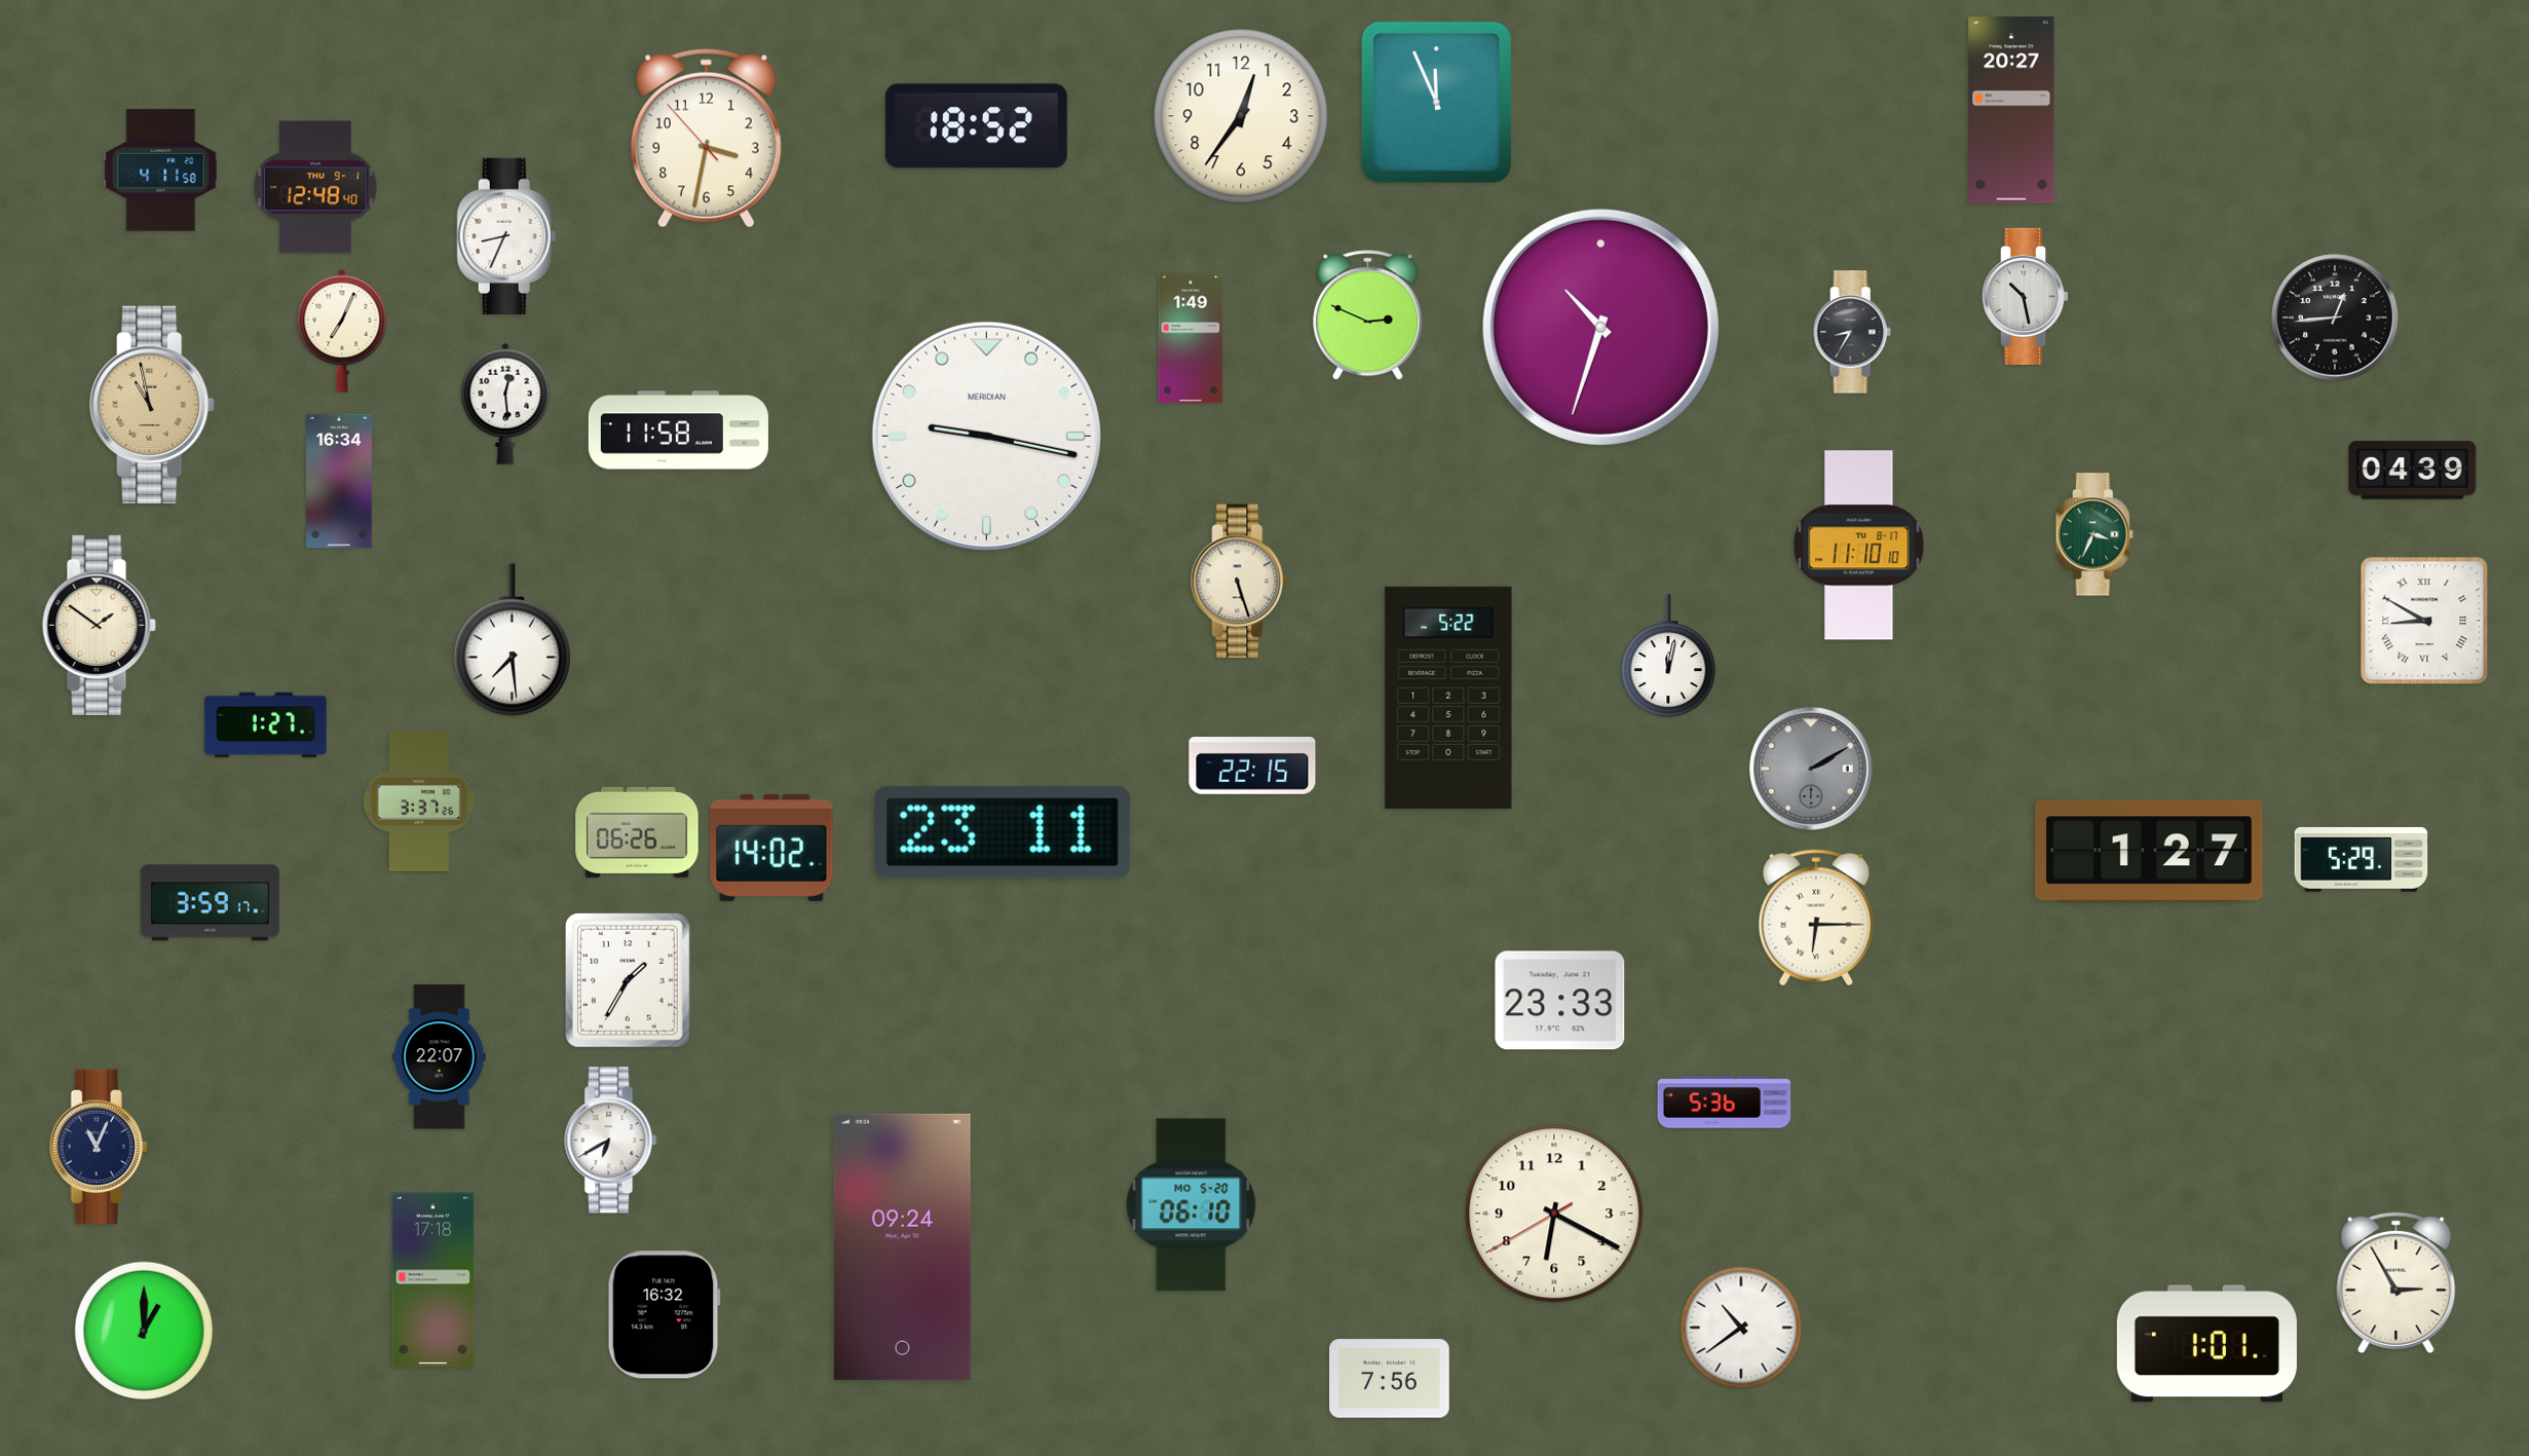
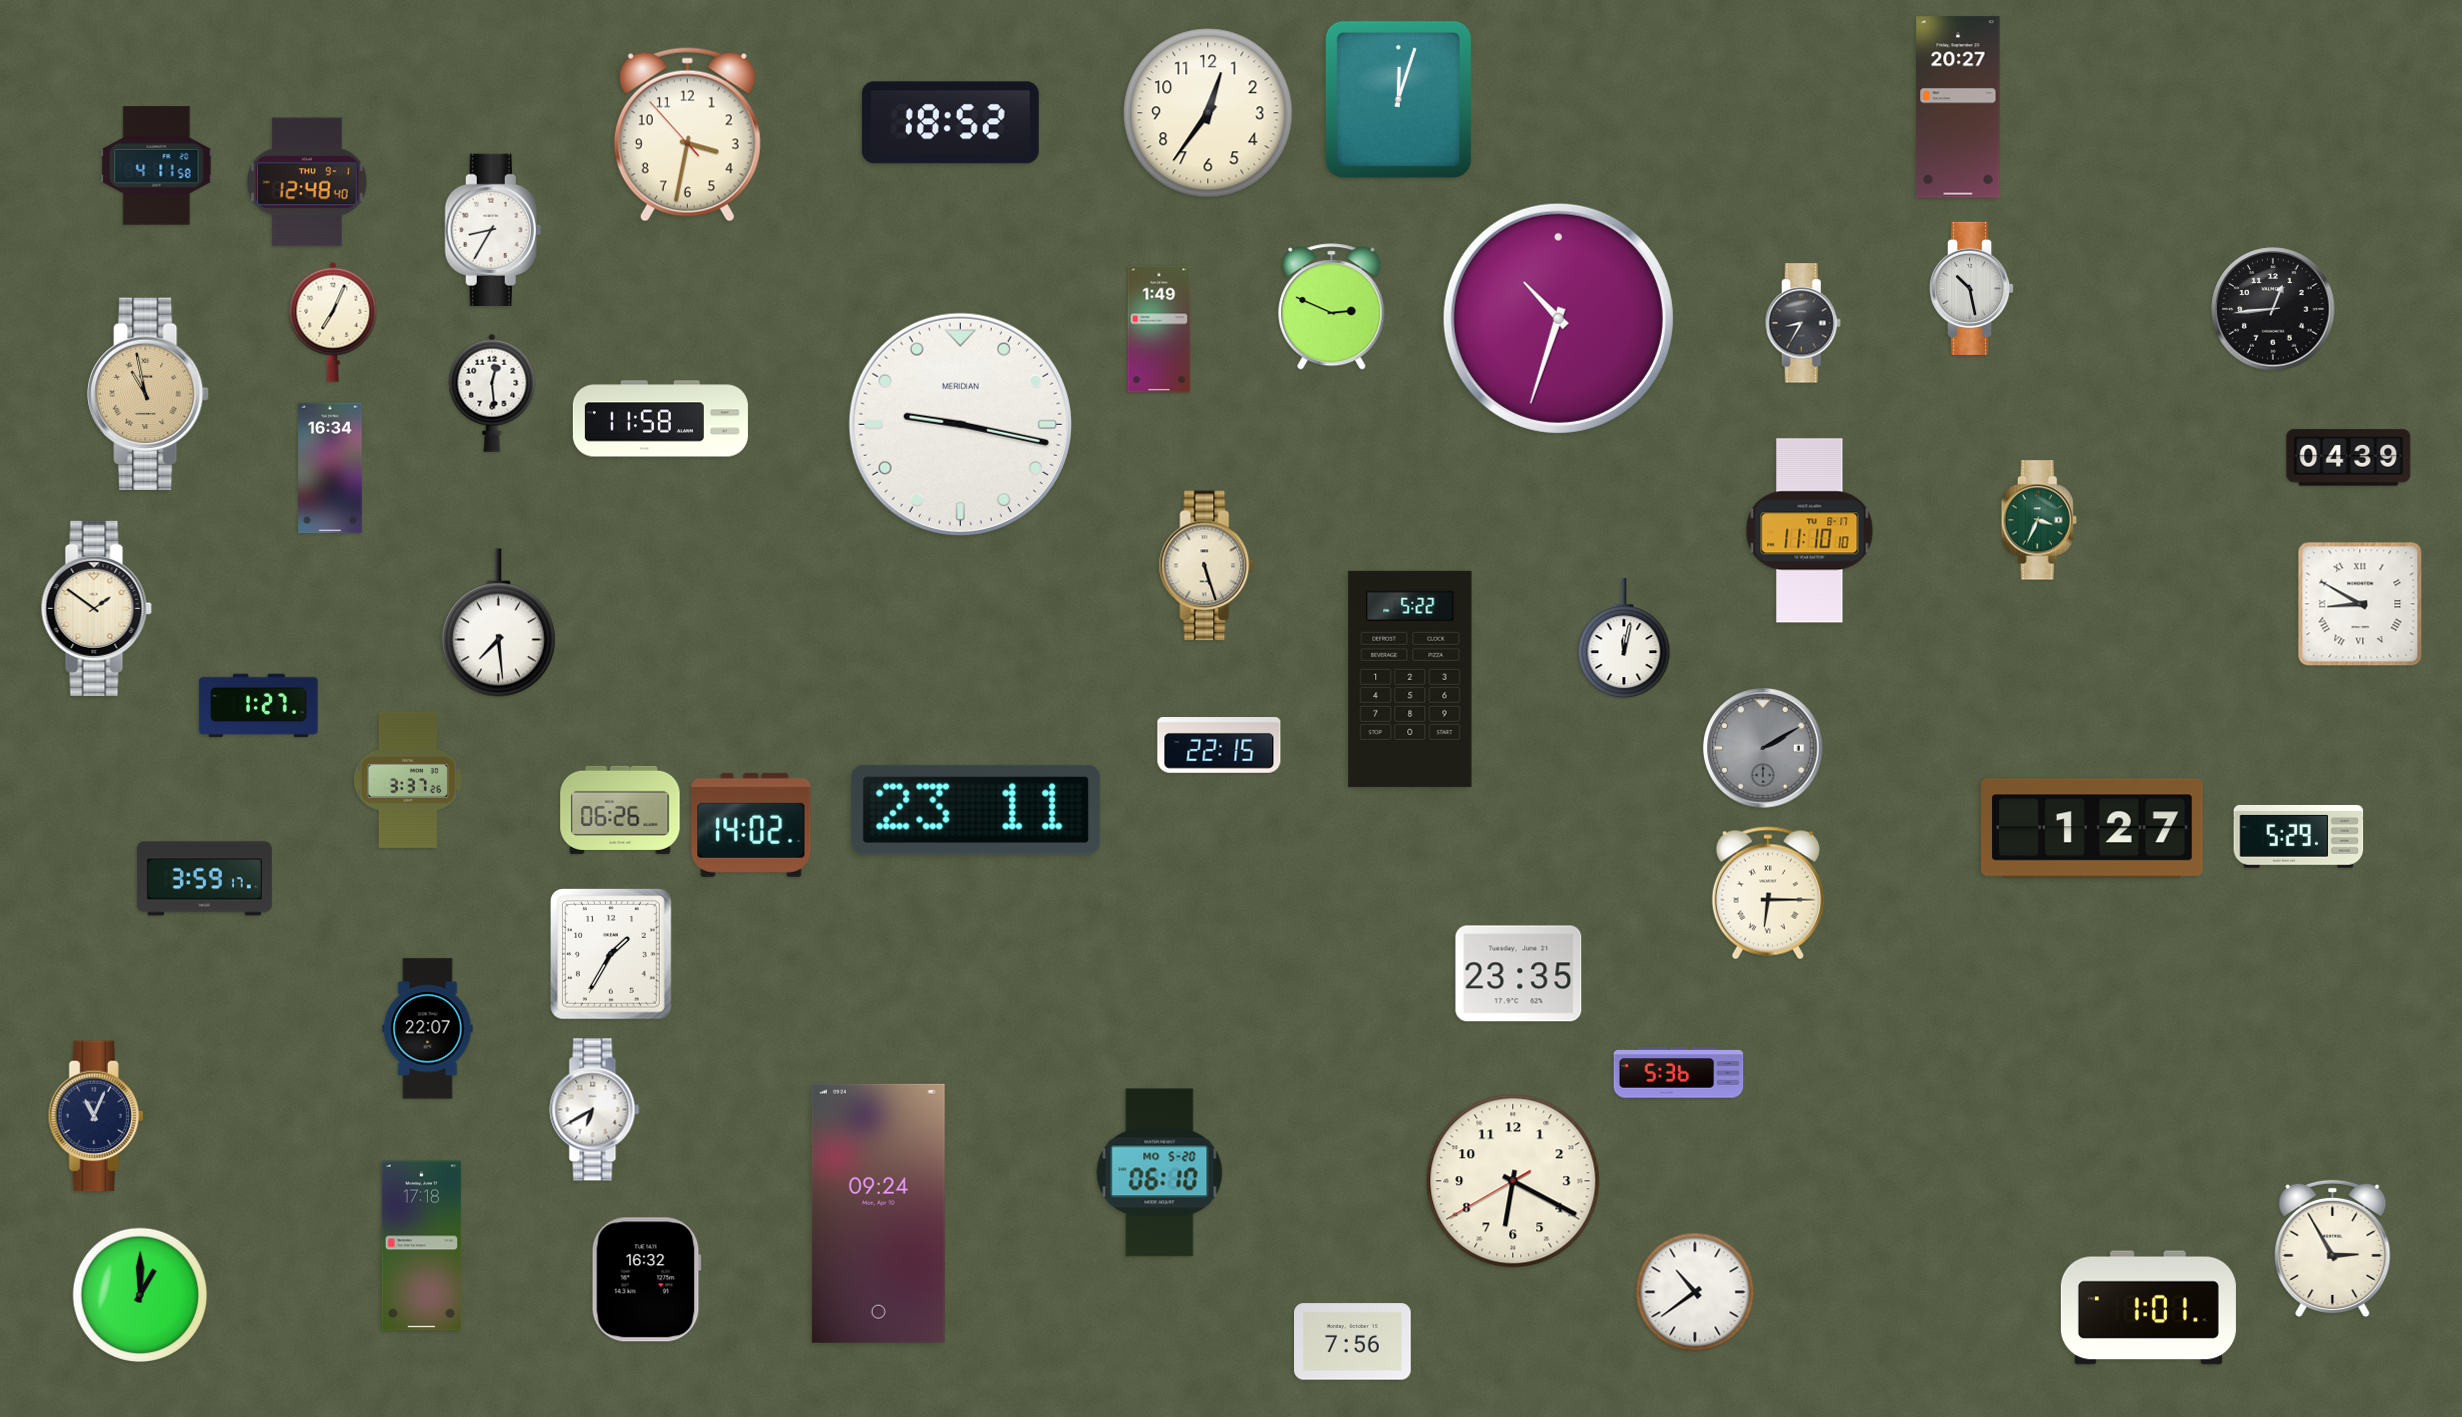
clock at (1436, 102): 11:56 -> 12:03
clock at (506, 235): 8:34 -> 8:35
clock at (1560, 1001): 23:33 -> 23:35
